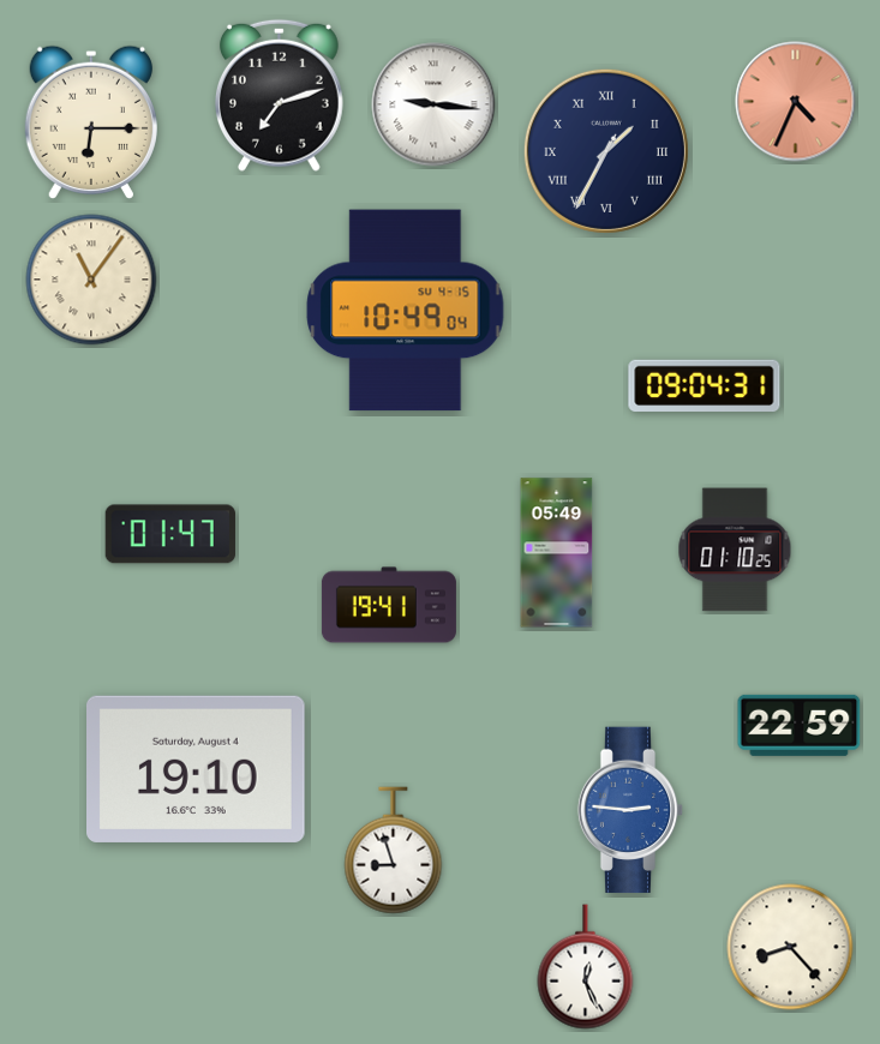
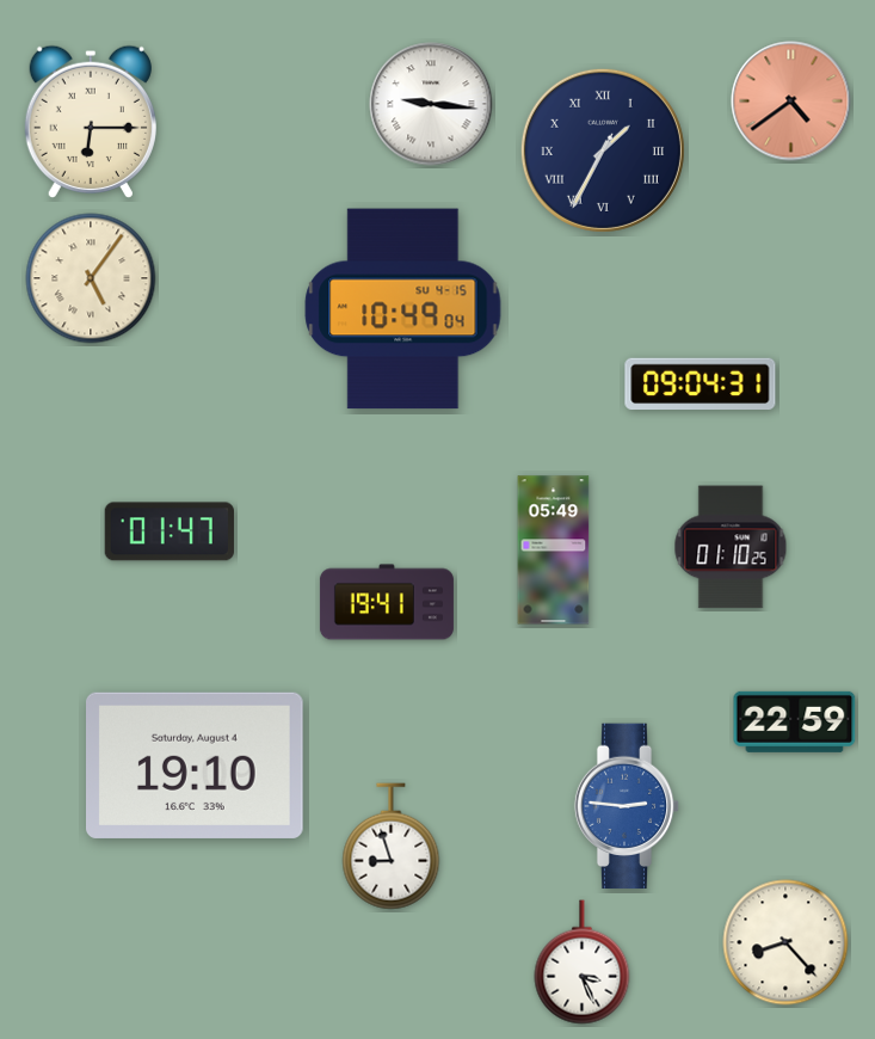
clock at (279, 95): 7:12 -> none
clock at (796, 102): 4:34 -> 4:39
clock at (91, 280): 11:06 -> 5:06
clock at (586, 967): 12:26 -> 3:26
